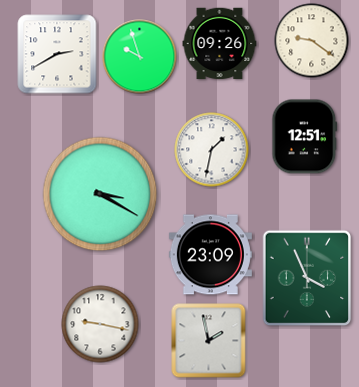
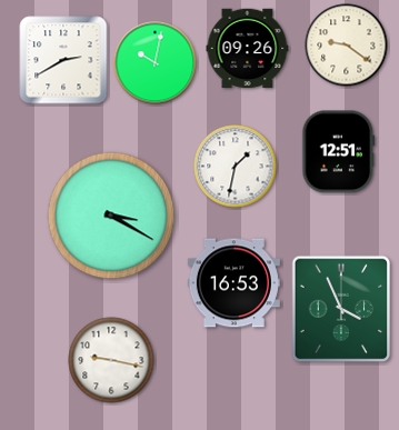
clock at (220, 44) position: (220, 44) -> (248, 49)
clock at (140, 57): 9:57 -> 10:02
clock at (210, 255): 23:09 -> 16:53
clock at (209, 341): 1:58 -> none
